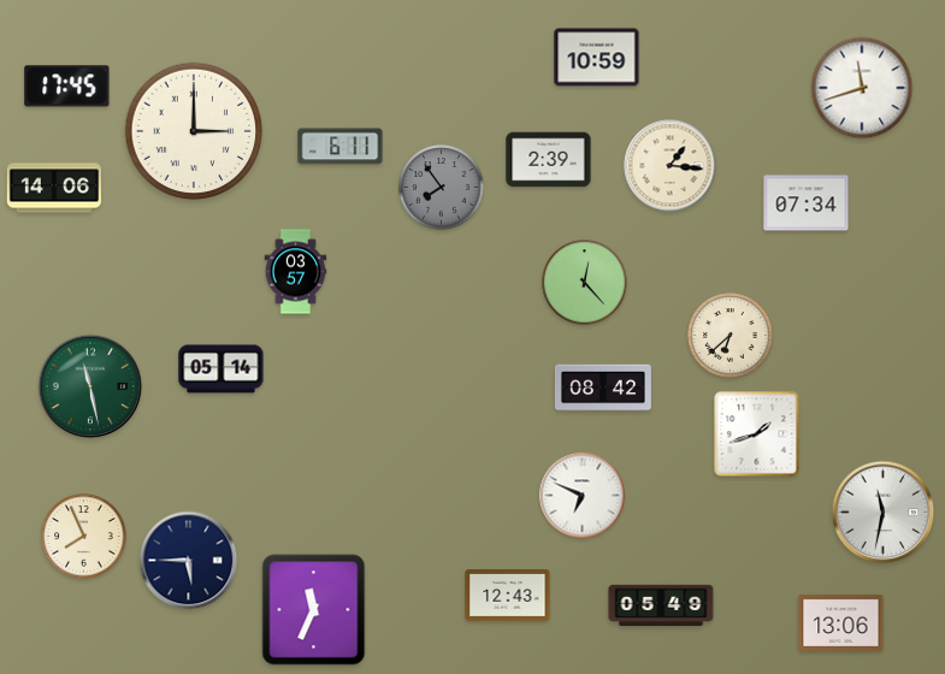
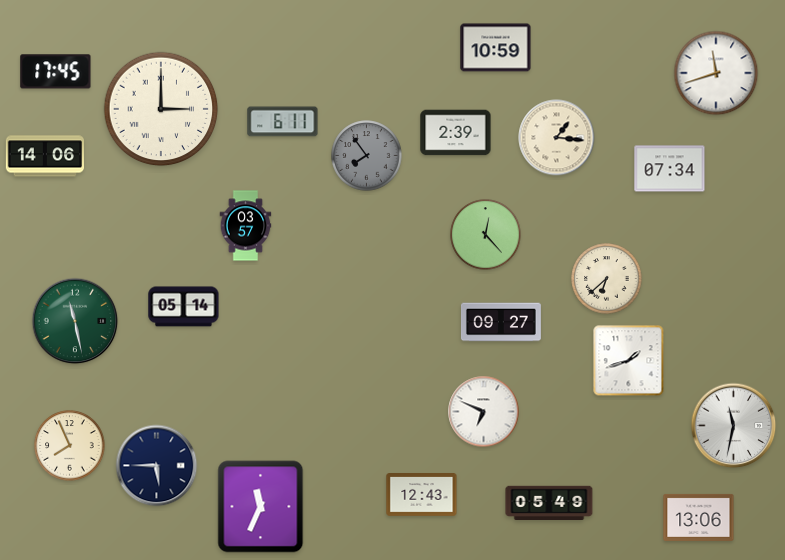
clock at (603, 388): 08:42 -> 09:27
